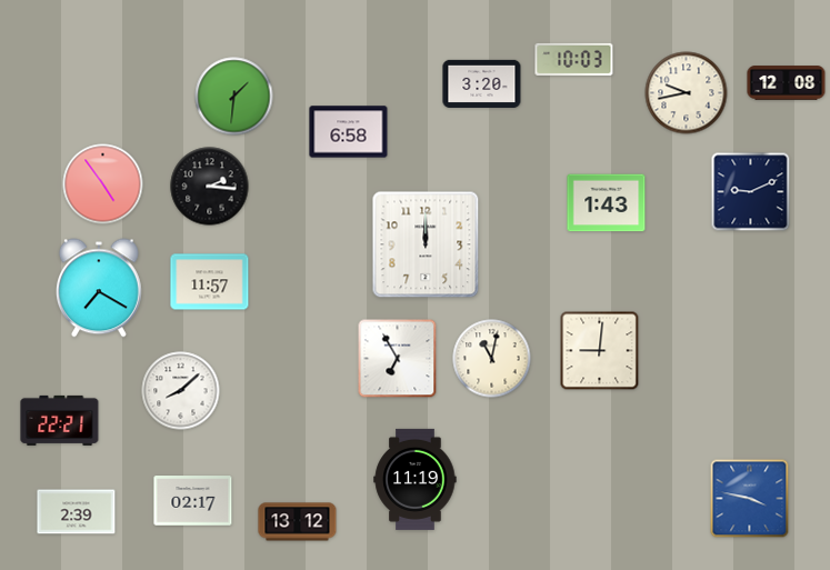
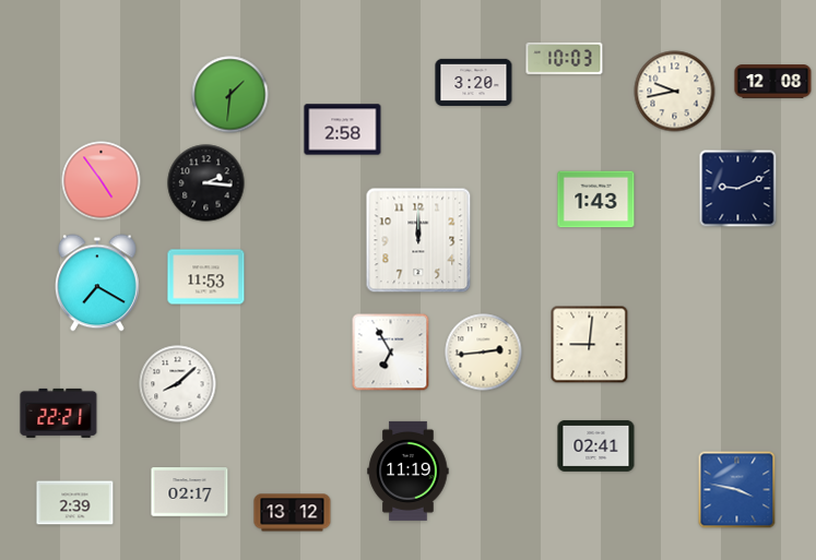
clock at (349, 132): 6:58 -> 2:58
clock at (210, 282): 11:57 -> 11:53
clock at (492, 359): 11:02 -> 2:44
clock at (596, 446): none -> 02:41
